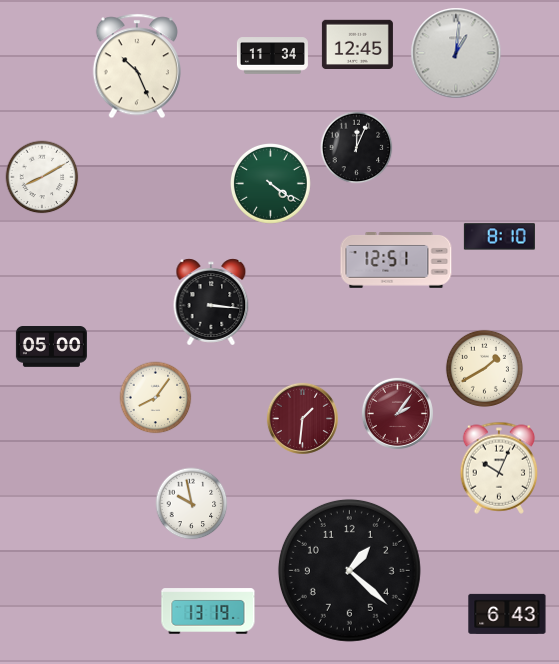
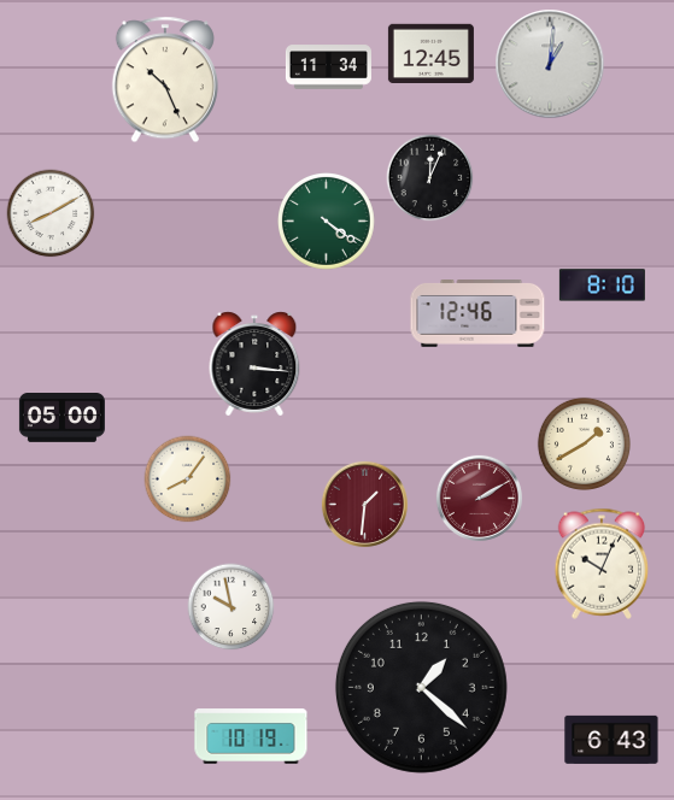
clock at (396, 261): 12:51 -> 12:46
clock at (397, 413): 2:06 -> 2:10
clock at (208, 611): 13:19 -> 10:19
